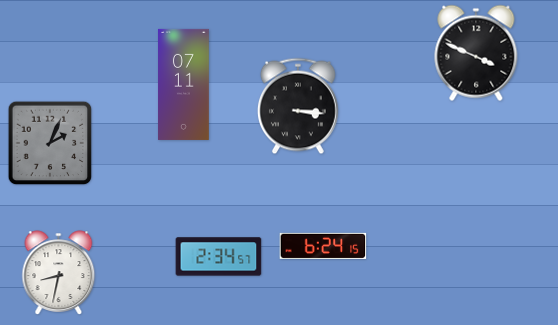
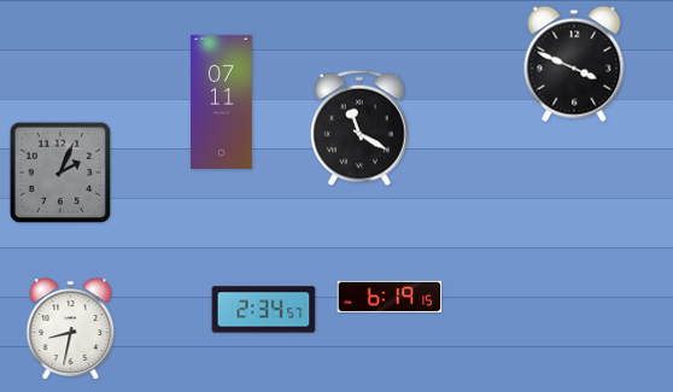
clock at (298, 106): 3:16 -> 11:20
clock at (323, 246): 6:24 -> 6:19
